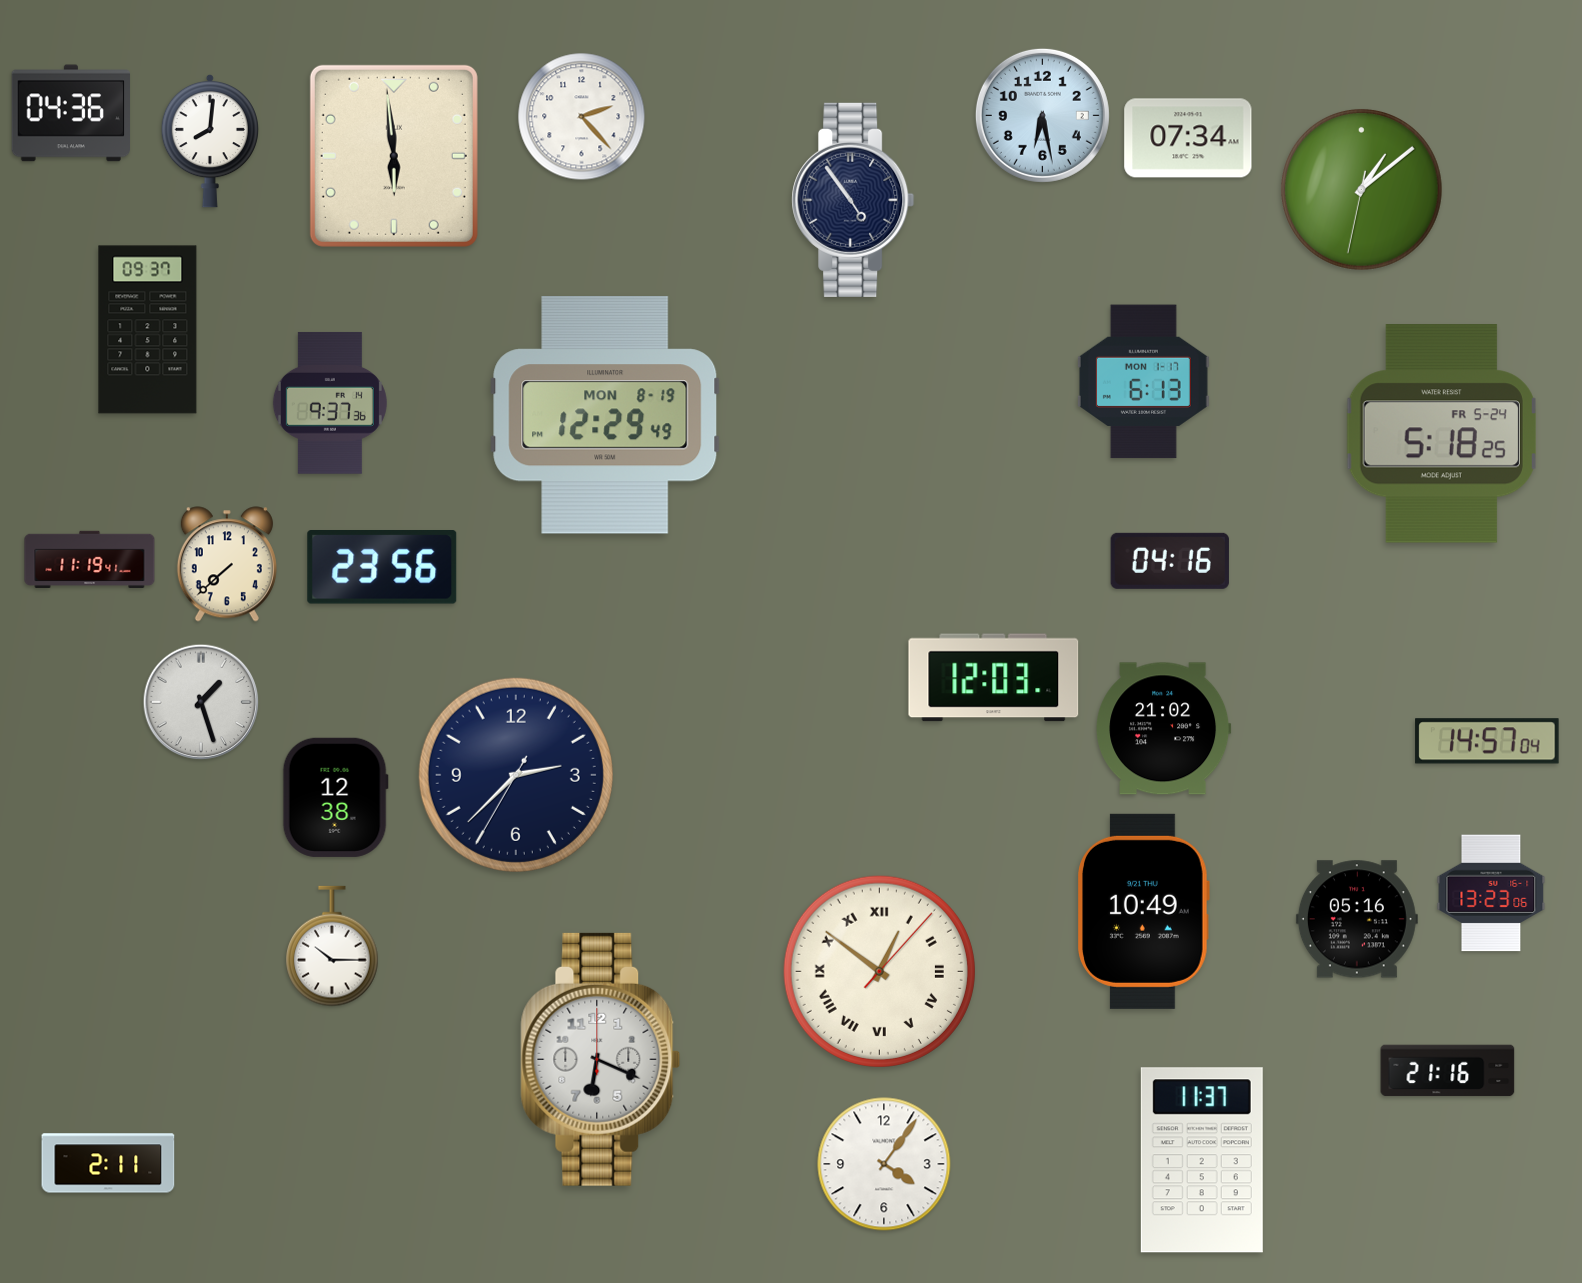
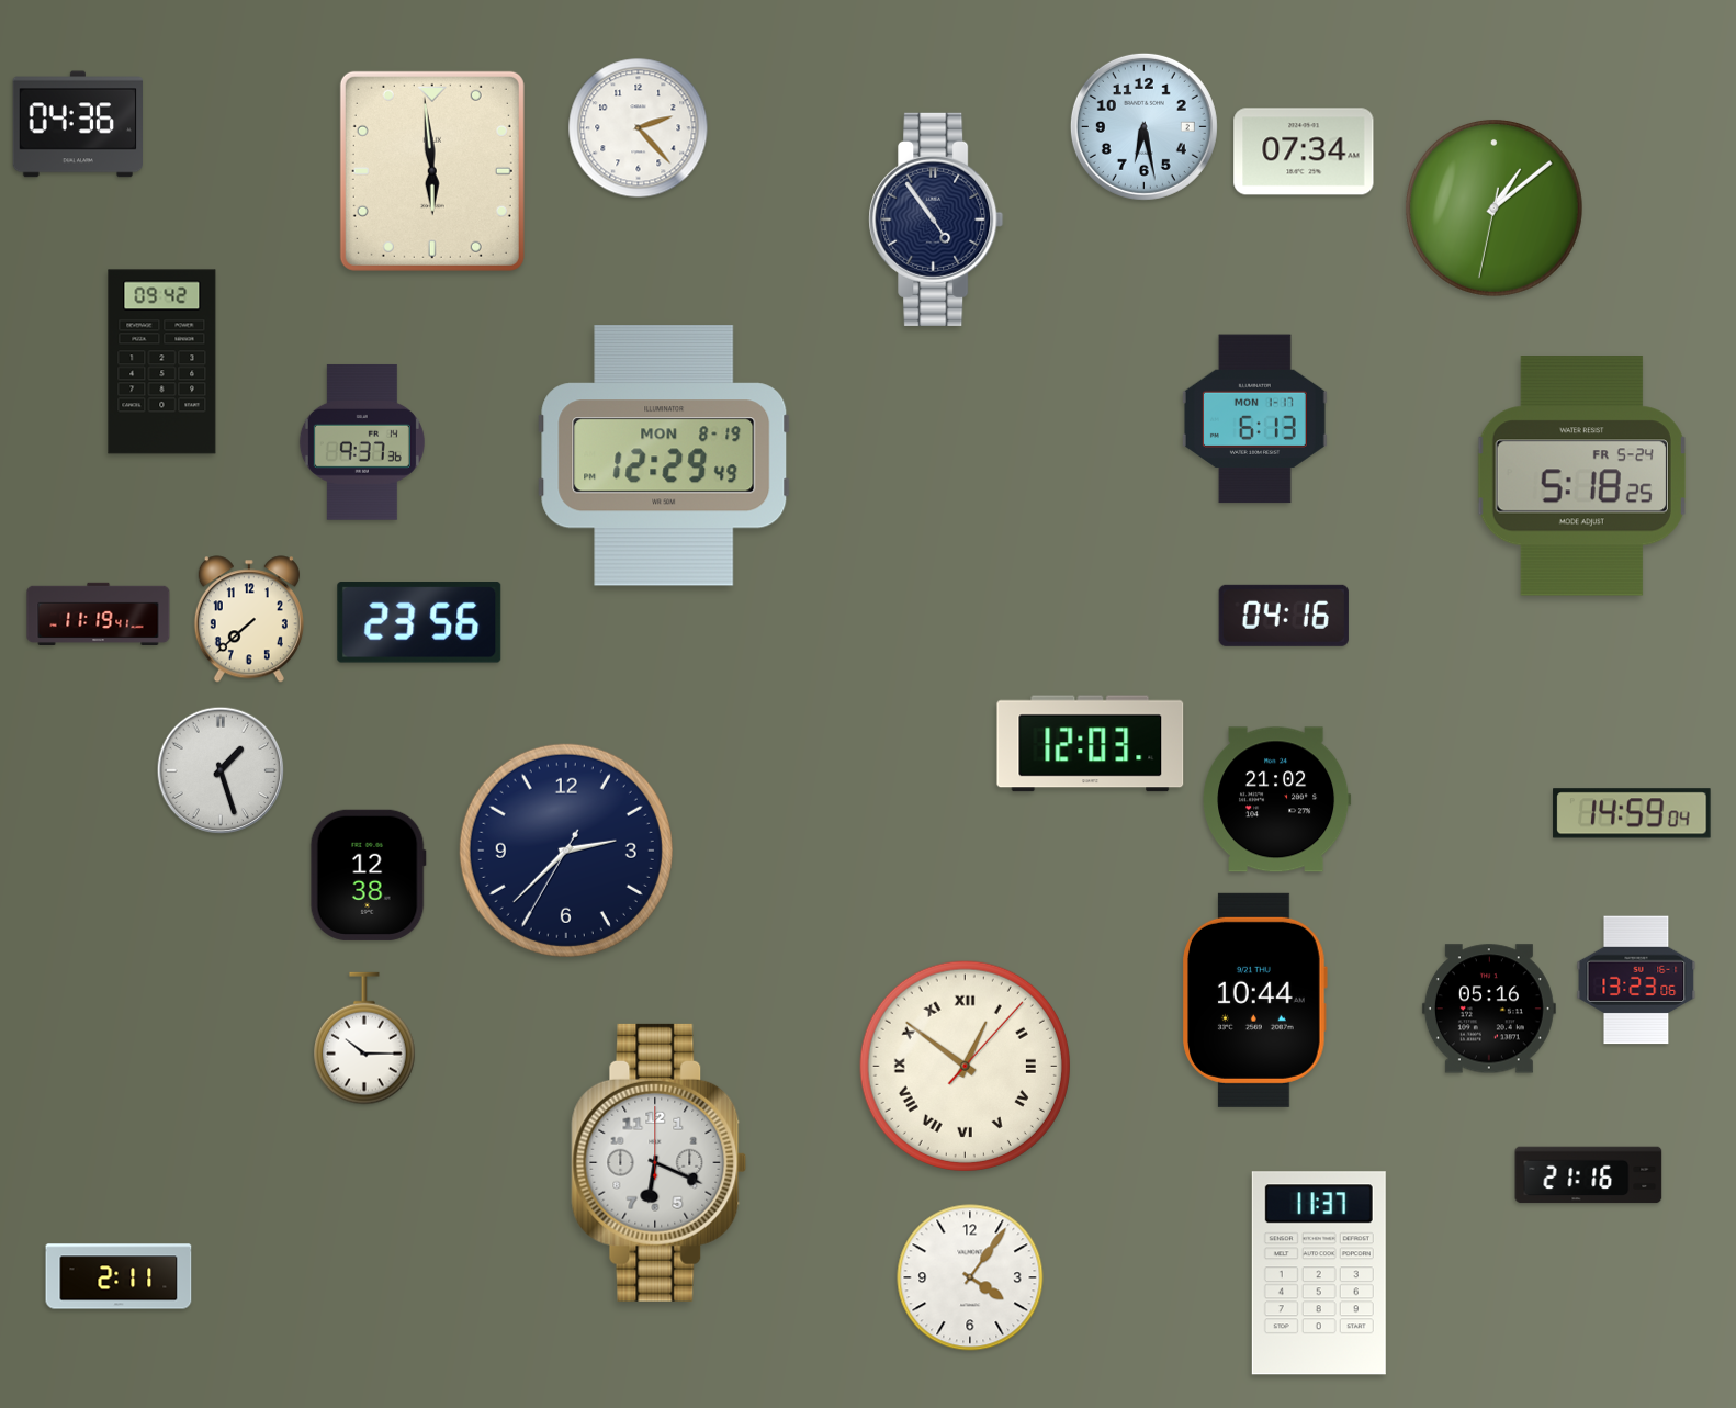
clock at (210, 141): 8:01 -> none
clock at (148, 330): 09:37 -> 09:42
clock at (1487, 741): 14:57 -> 14:59
clock at (1143, 911): 10:49 -> 10:44
